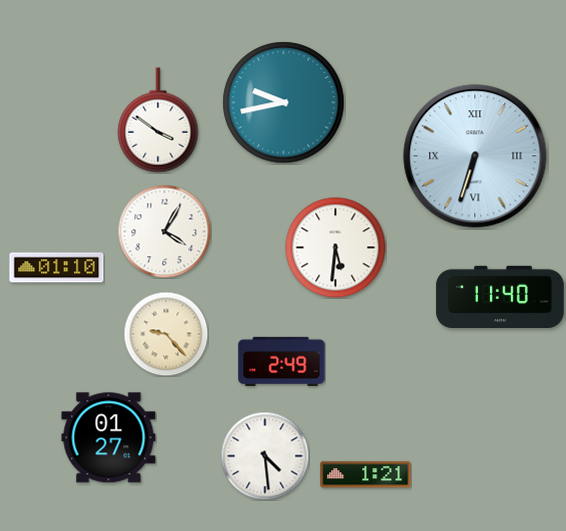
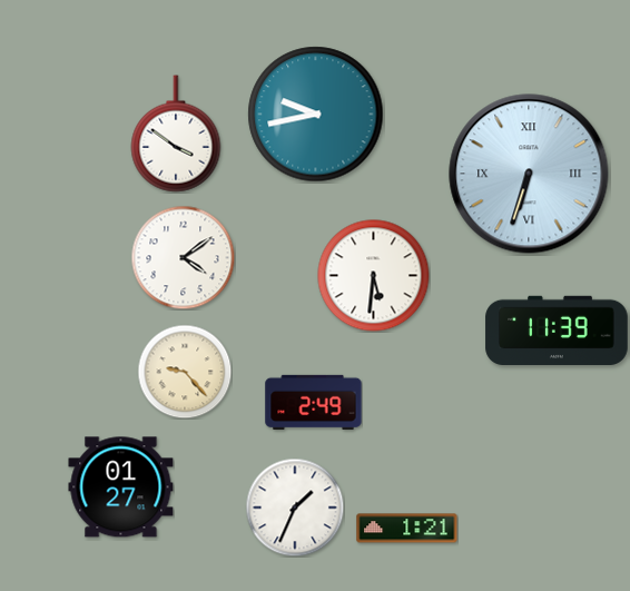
clock at (164, 231): 4:05 -> 4:09
clock at (57, 268): 01:10 -> none
clock at (500, 296): 11:40 -> 11:39
clock at (265, 456): 4:29 -> 1:34
